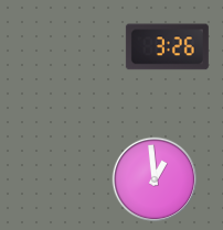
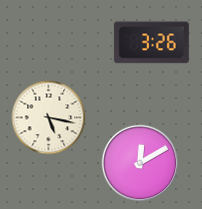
clock at (49, 118): none -> 5:17
clock at (155, 179): 12:59 -> 12:10
